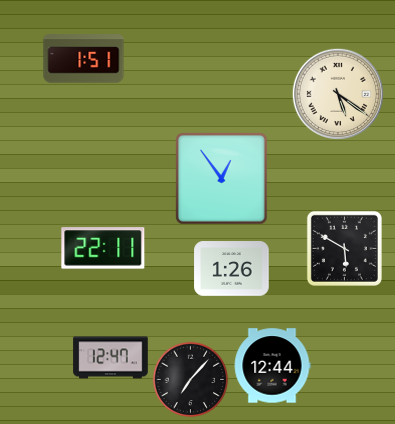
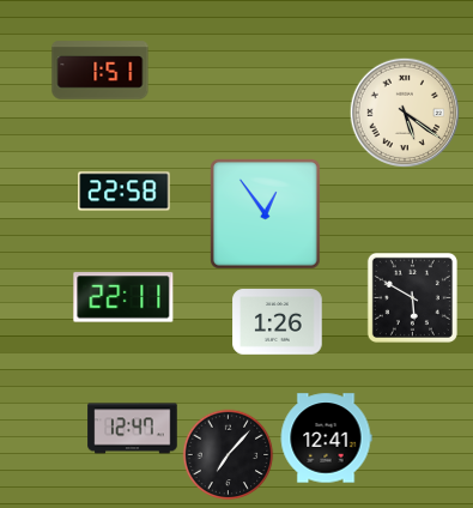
clock at (125, 192): none -> 22:58
clock at (272, 366): 12:44 -> 12:41
